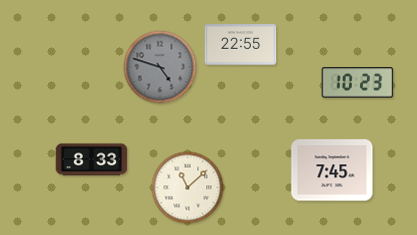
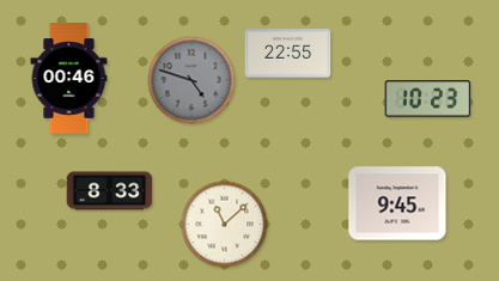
clock at (69, 79): none -> 00:46
clock at (332, 170): 7:45 -> 9:45
